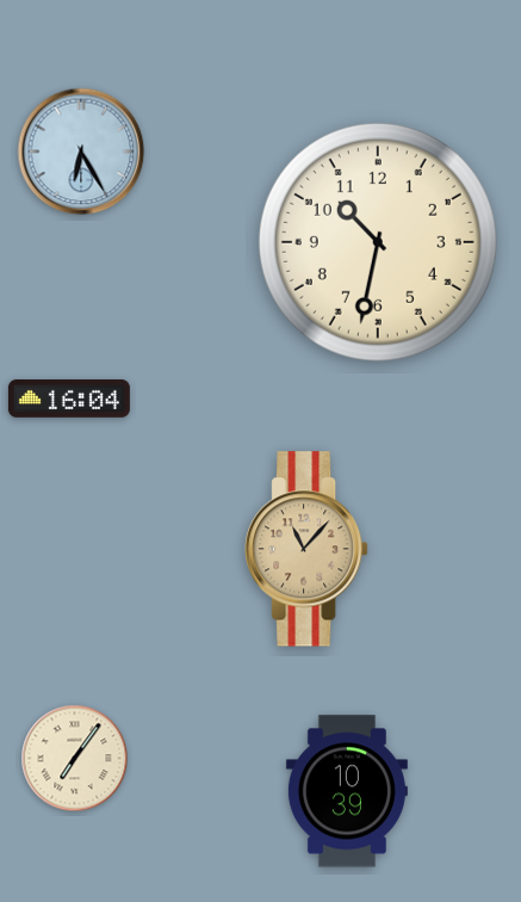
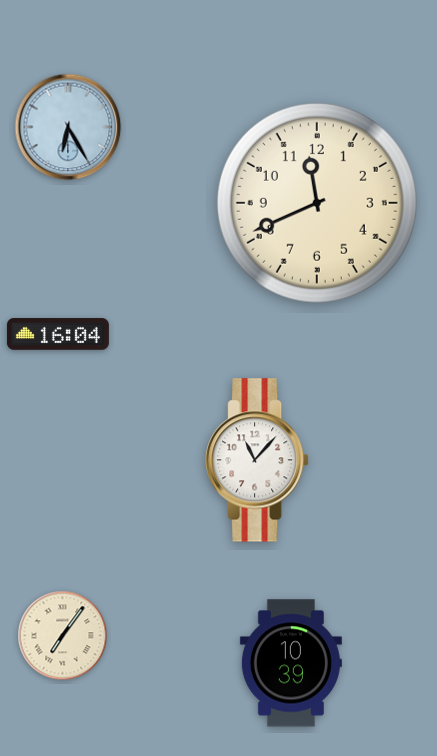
clock at (378, 242): 10:32 -> 11:41
clock at (308, 549) dial: champagne -> white
